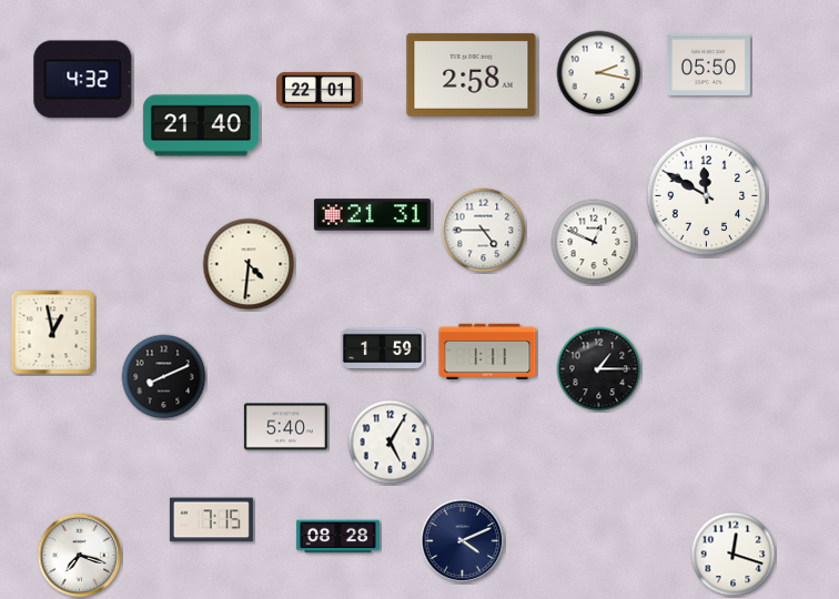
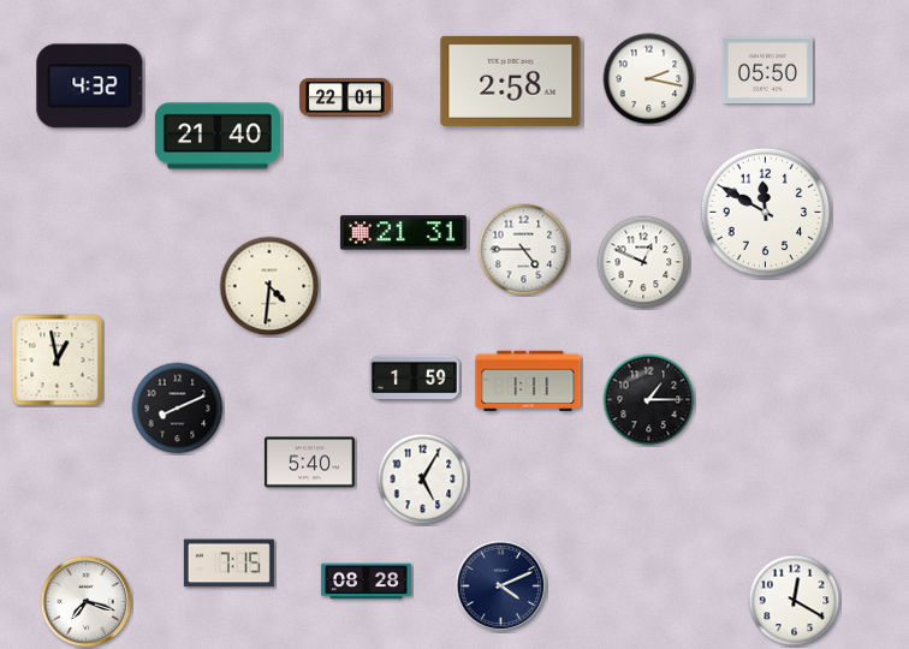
clock at (734, 555): 12:18 -> 12:20
